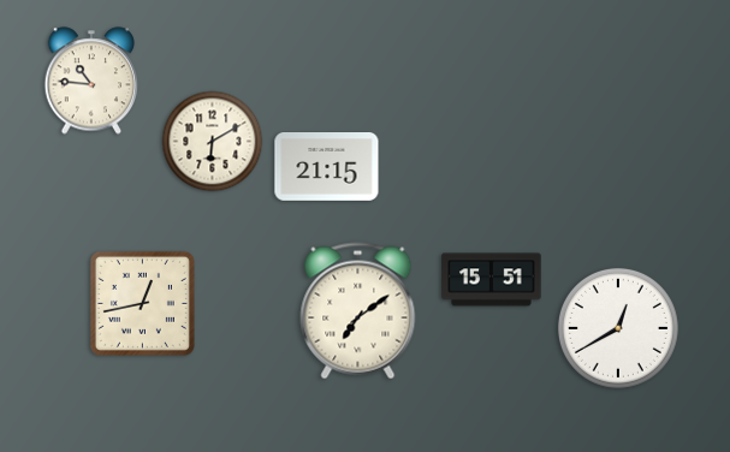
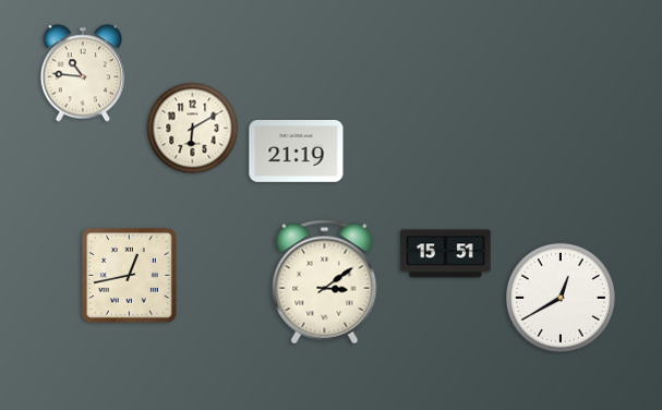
clock at (327, 167): 21:15 -> 21:19
clock at (358, 311): 7:09 -> 3:09
